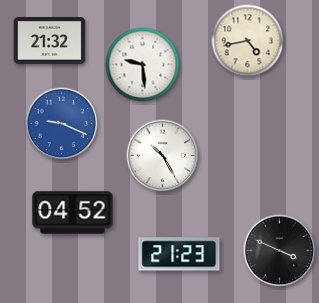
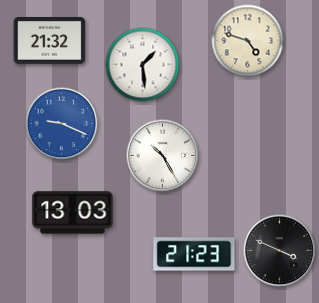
clock at (248, 41): 4:43 -> 4:48
clock at (143, 65): 9:29 -> 1:29
clock at (73, 213): 04:52 -> 13:03
clock at (179, 254) position: (179, 254) -> (194, 254)
